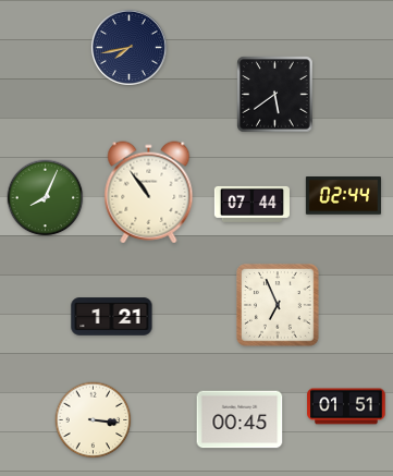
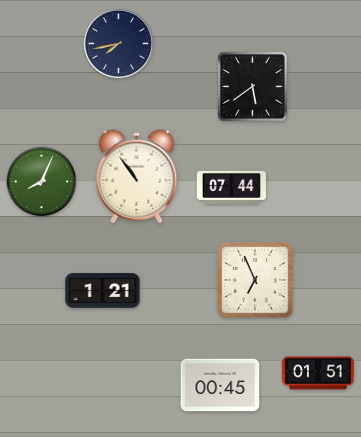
clock at (343, 196): 02:44 -> none
clock at (94, 420): 3:16 -> none
